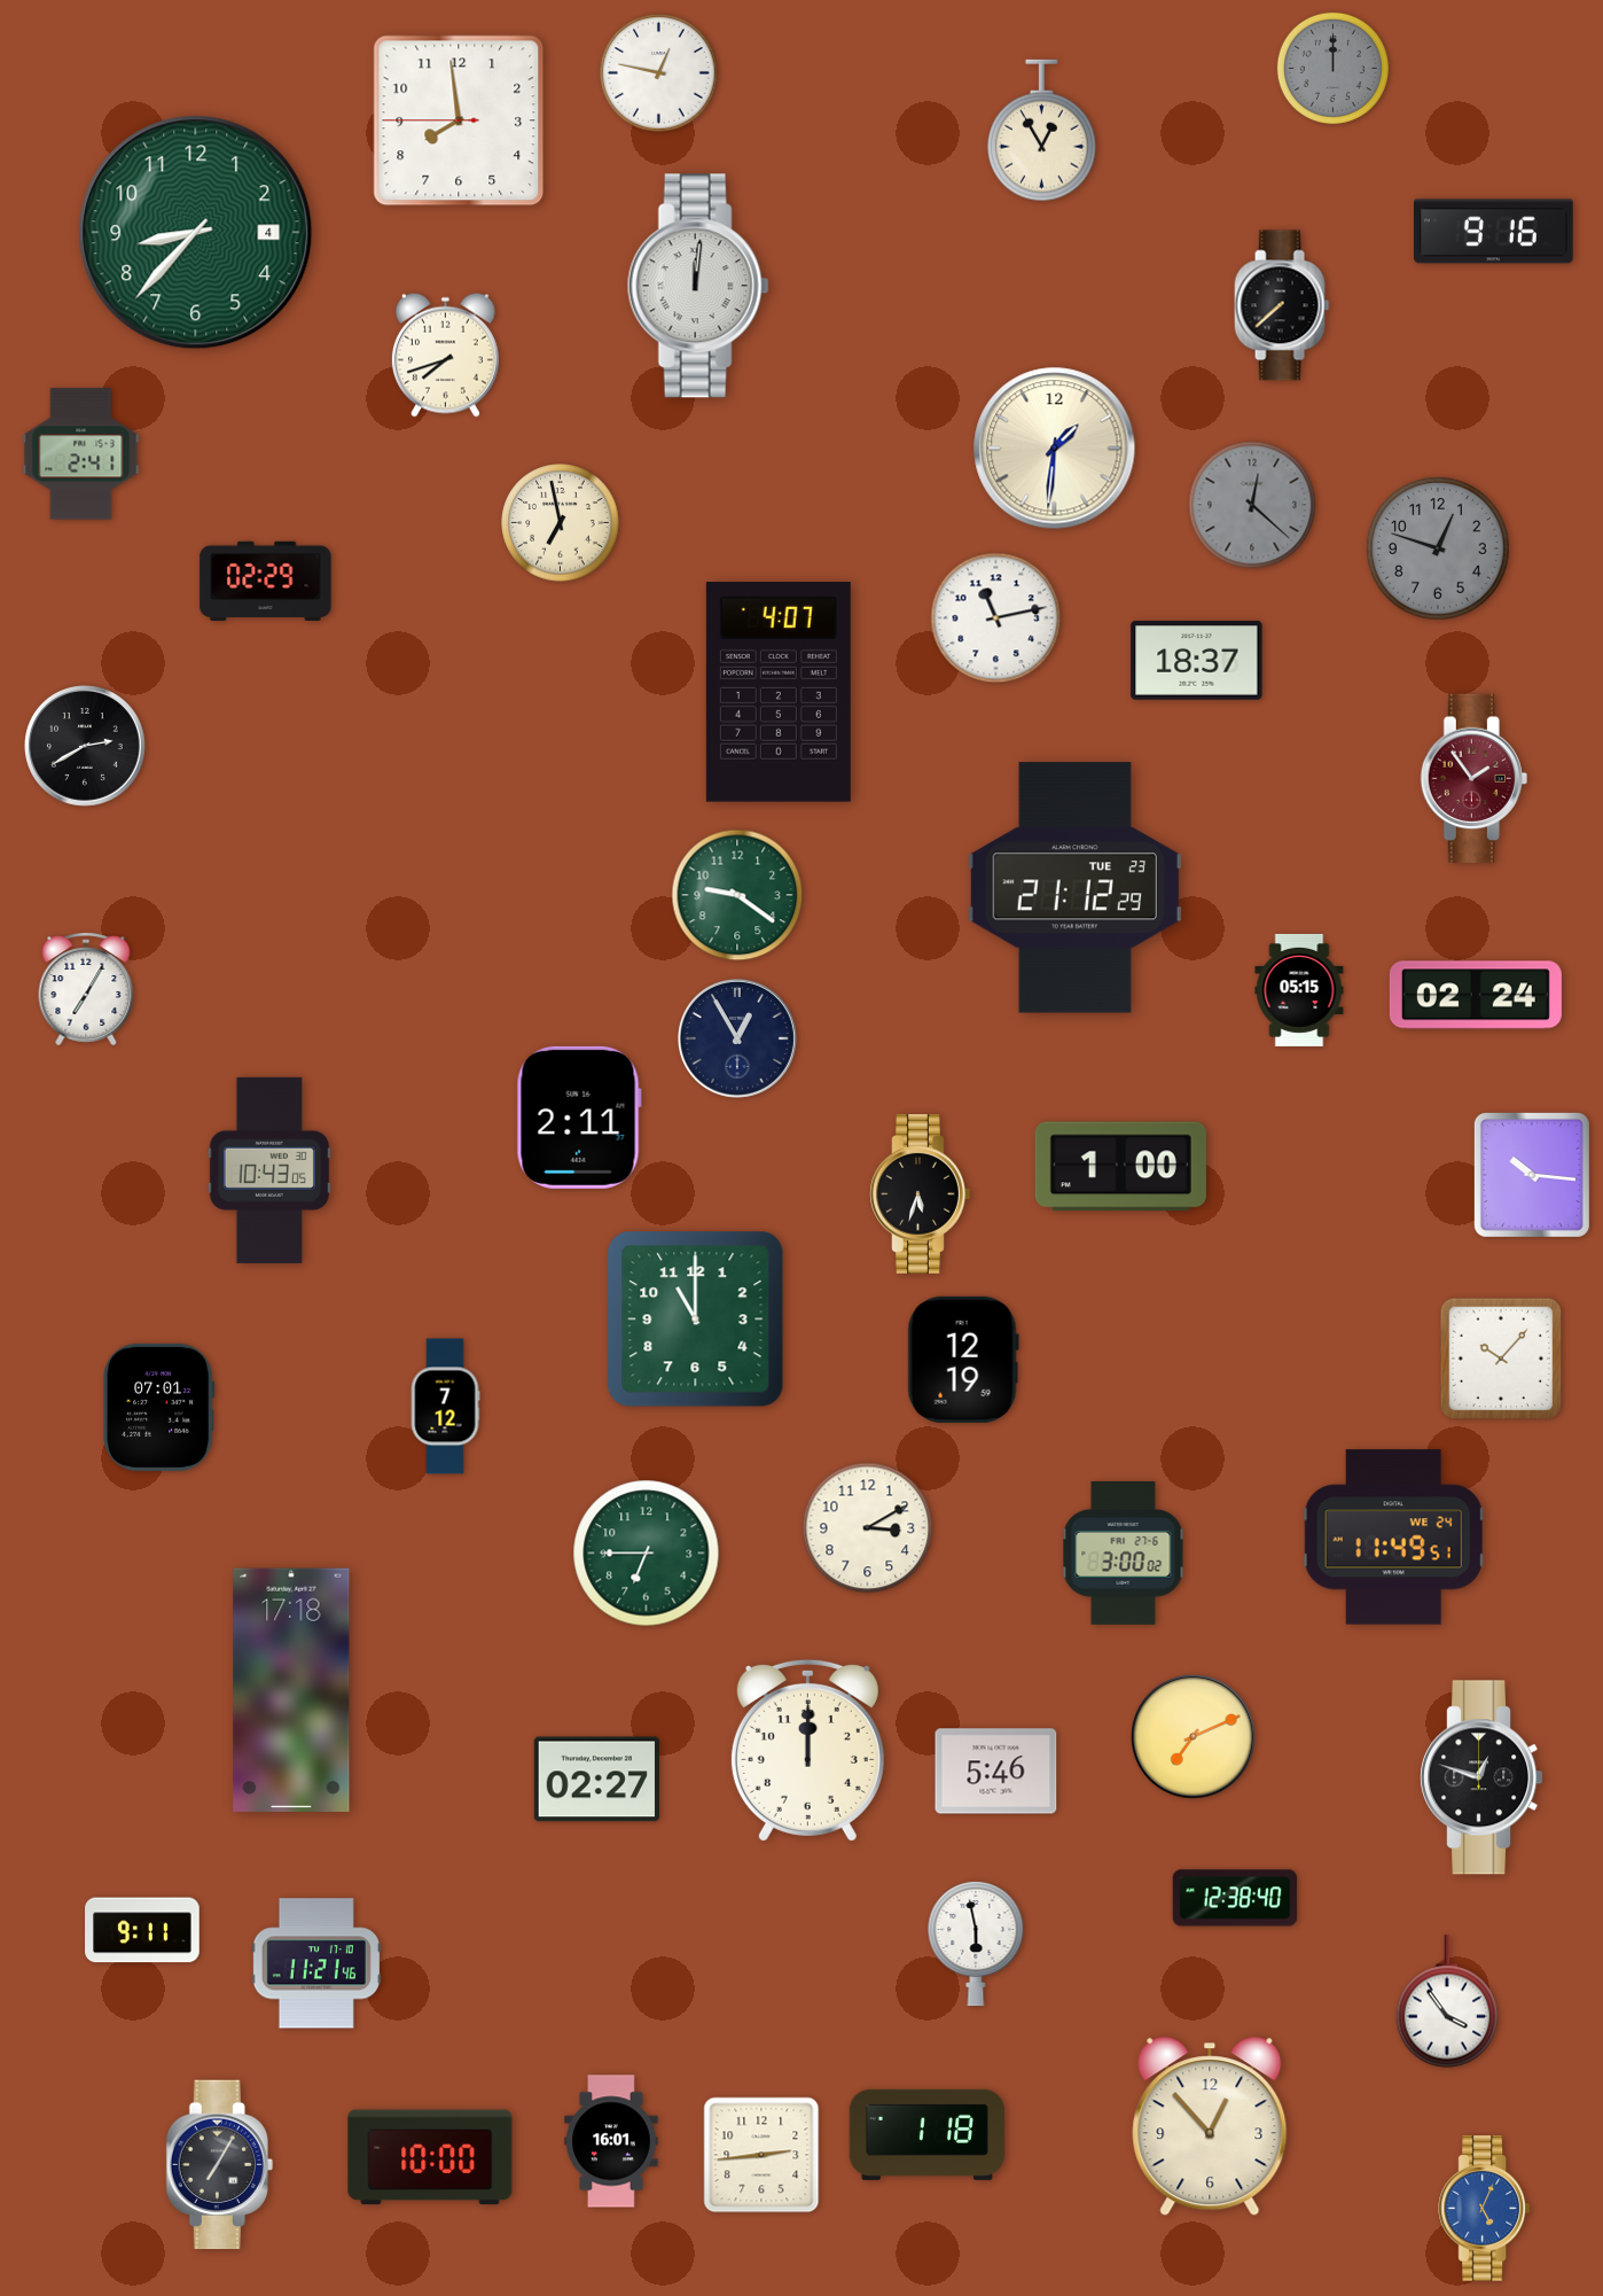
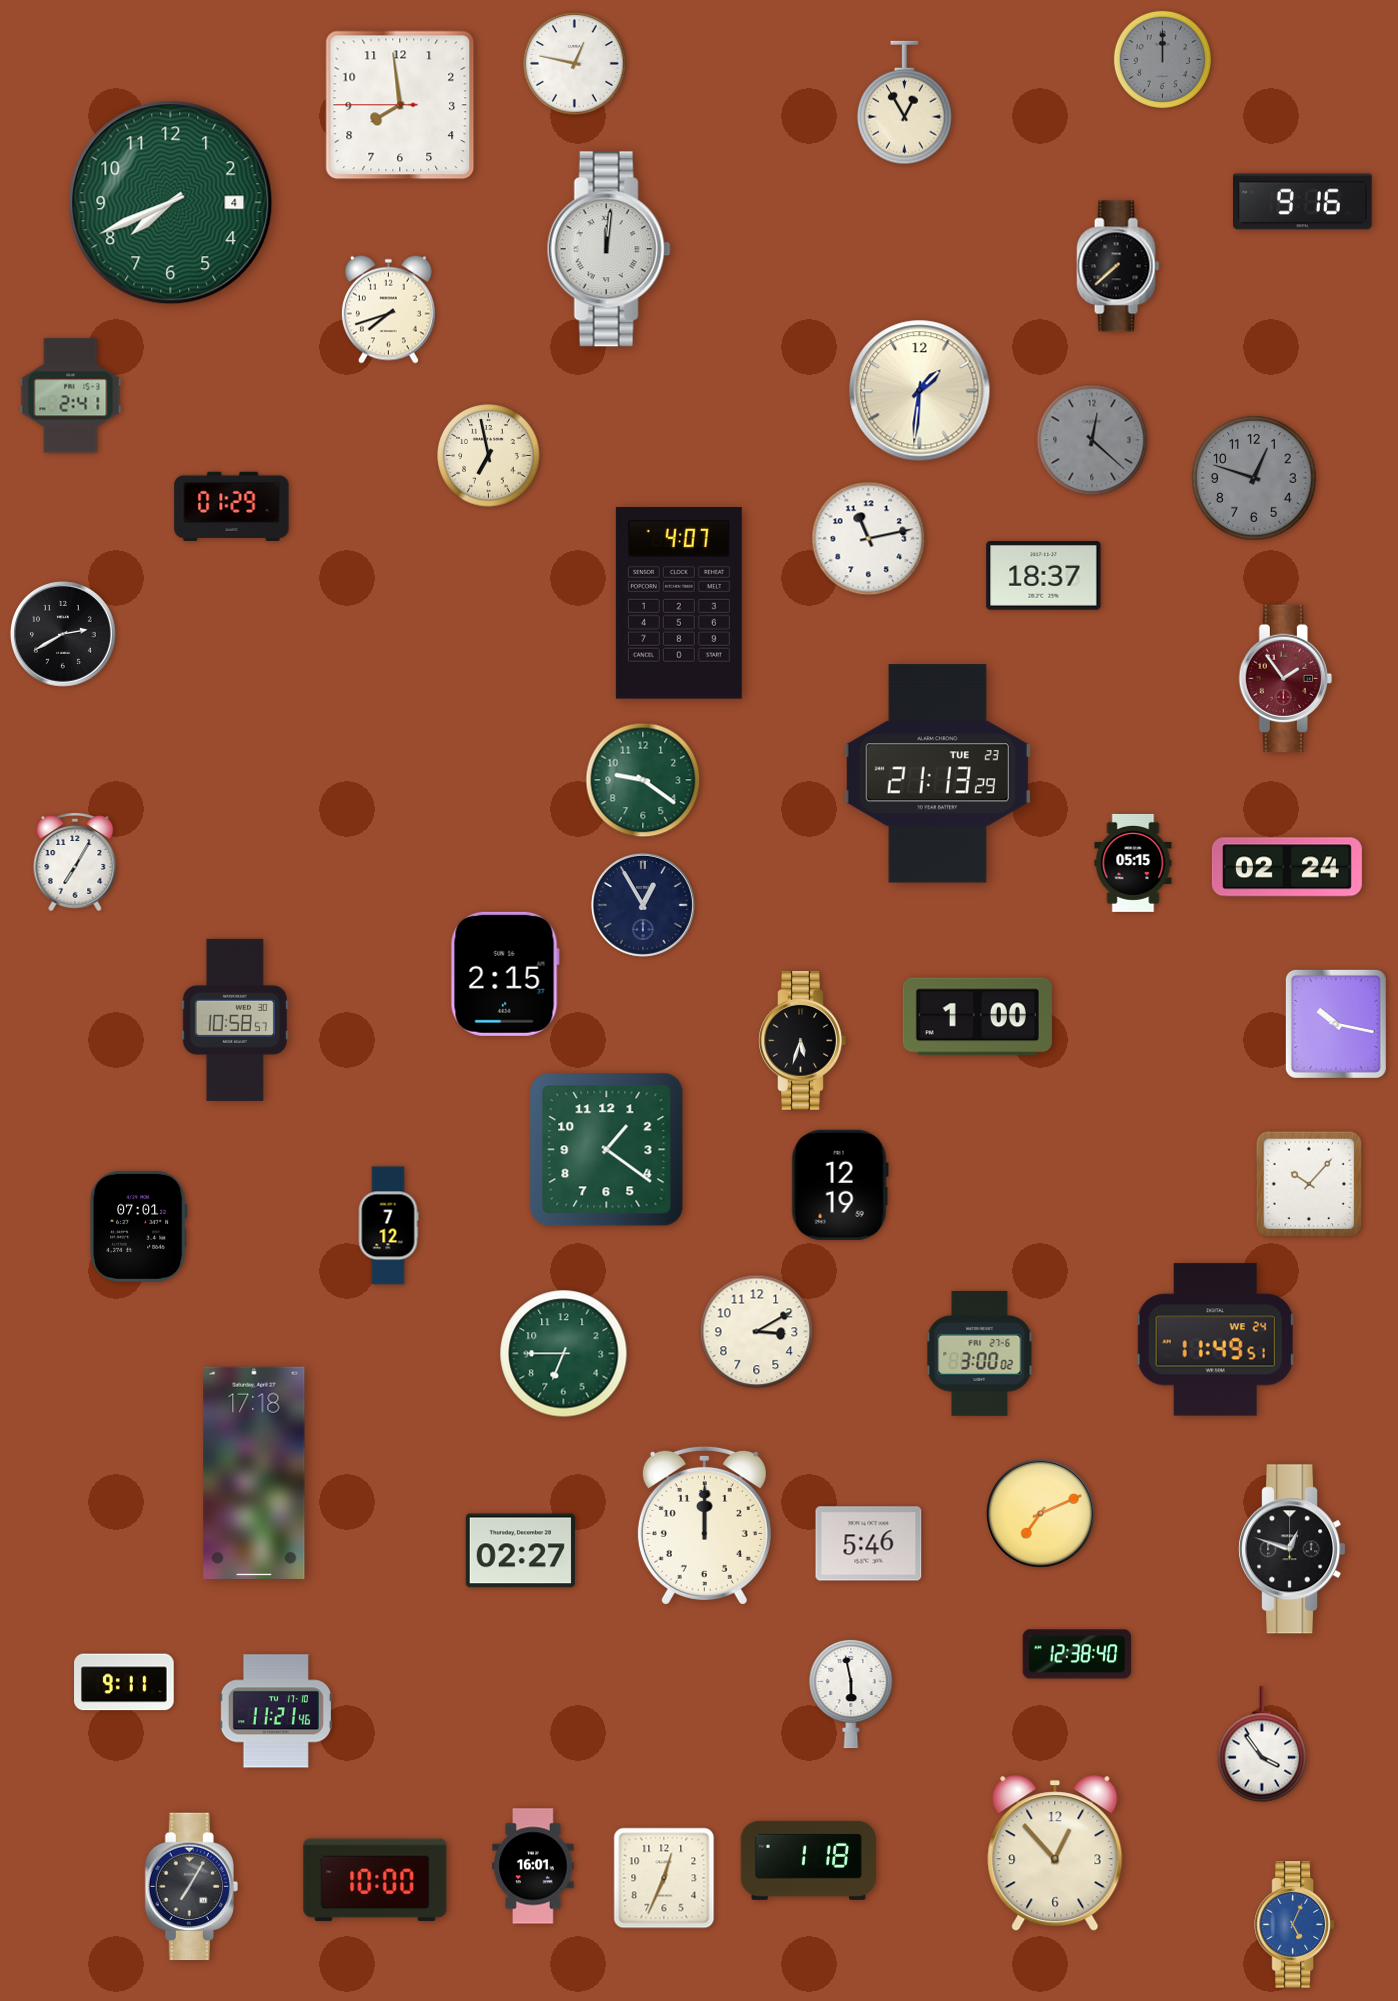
clock at (1041, 131) position: (1041, 131) -> (904, 103)
clock at (196, 233): 8:37 -> 7:41
clock at (266, 581): 02:29 -> 01:29
clock at (86, 747) position: (86, 747) -> (64, 635)
clock at (1074, 888): 21:12 -> 21:13
clock at (579, 1118): 2:11 -> 2:15
clock at (269, 1170): 10:43 -> 10:58
clock at (1532, 1175): 10:16 -> 10:17
clock at (696, 1320): 11:00 -> 1:21
clock at (761, 2155): 2:44 -> 12:34
